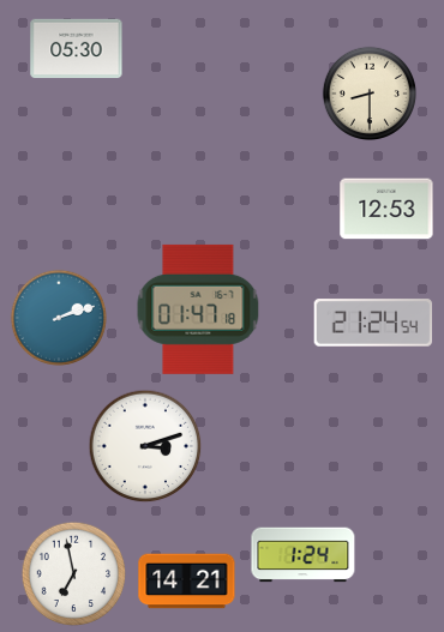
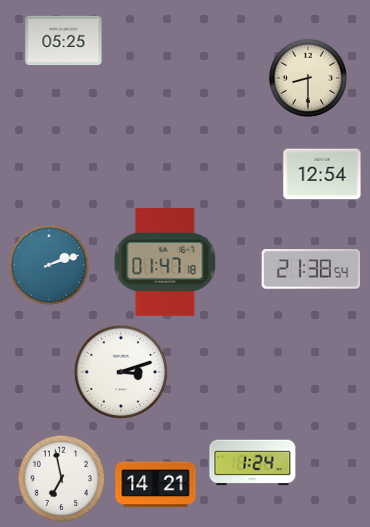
clock at (77, 49): 05:30 -> 05:25
clock at (386, 209): 12:53 -> 12:54
clock at (198, 309) position: (198, 309) -> (165, 262)
clock at (373, 323): 21:24 -> 21:38
